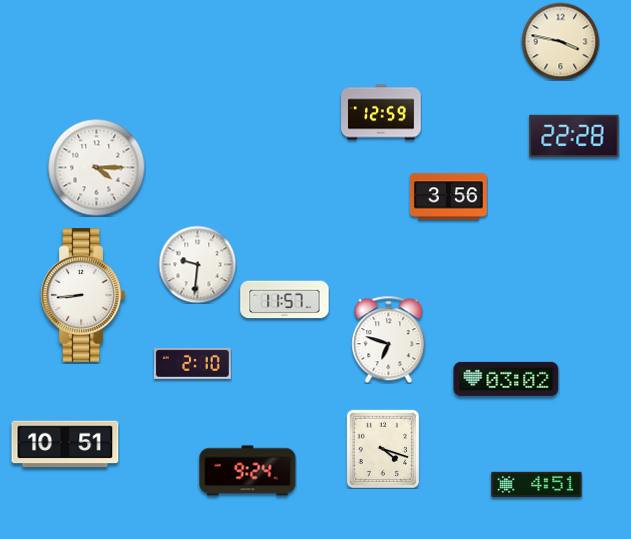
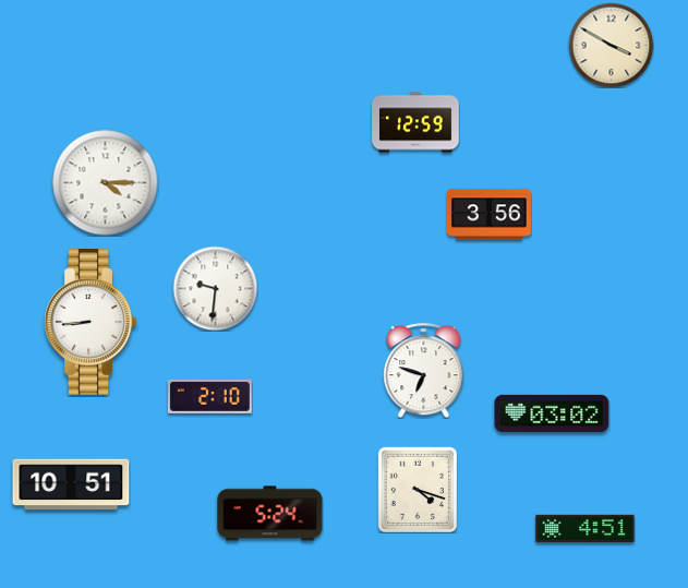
clock at (560, 41): 3:47 -> 3:50
clock at (574, 136): 22:28 -> none
clock at (285, 300): 11:57 -> none
clock at (248, 471): 9:24 -> 5:24
